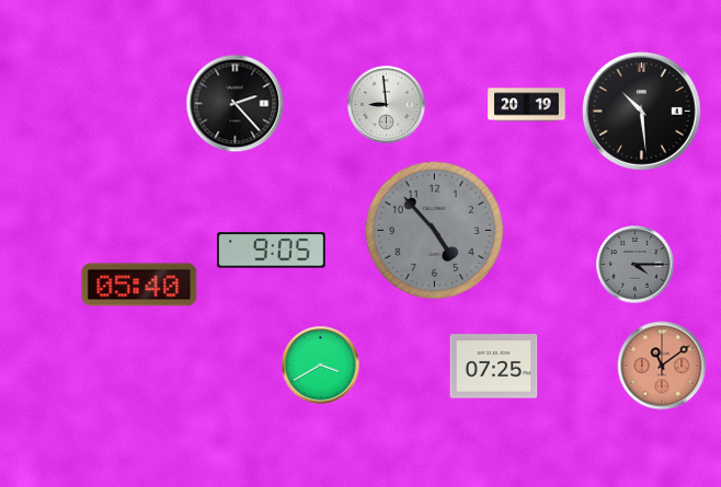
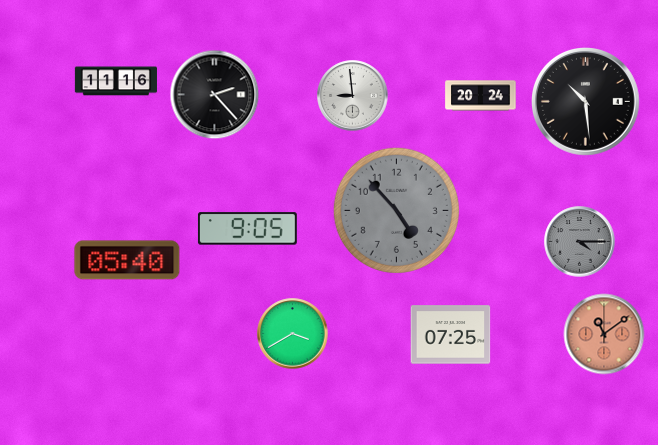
clock at (116, 81): none -> 11:16
clock at (527, 105): 20:19 -> 20:24
